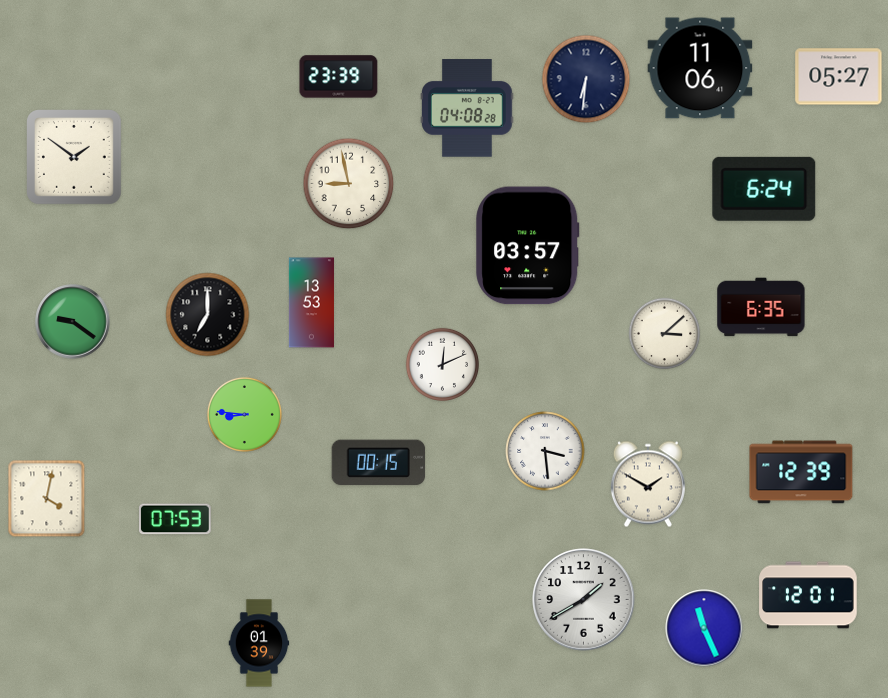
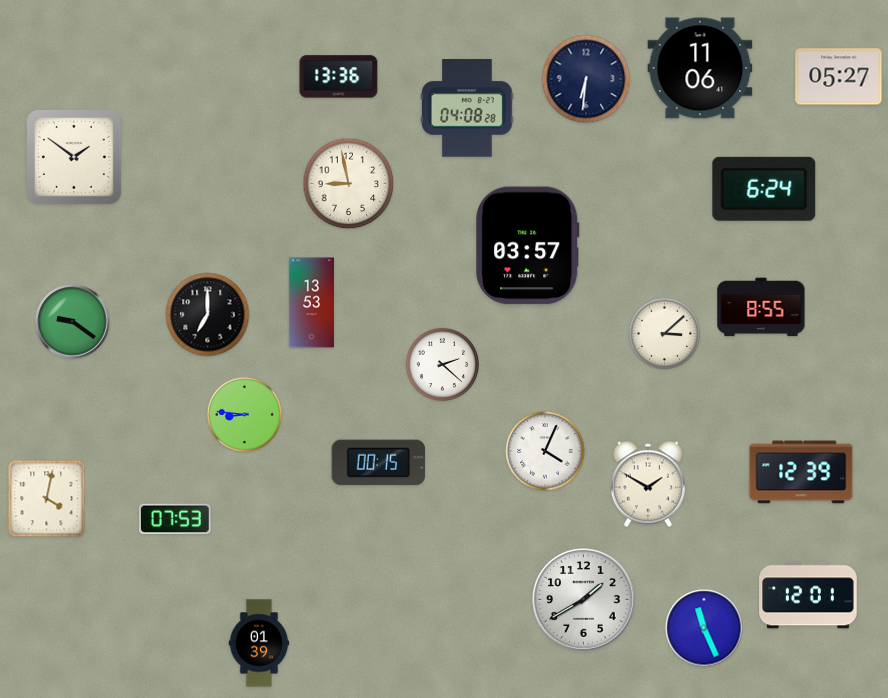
clock at (339, 77): 23:39 -> 13:36
clock at (761, 307): 6:35 -> 8:55
clock at (442, 364): 12:11 -> 2:22
clock at (545, 451): 3:29 -> 4:04
